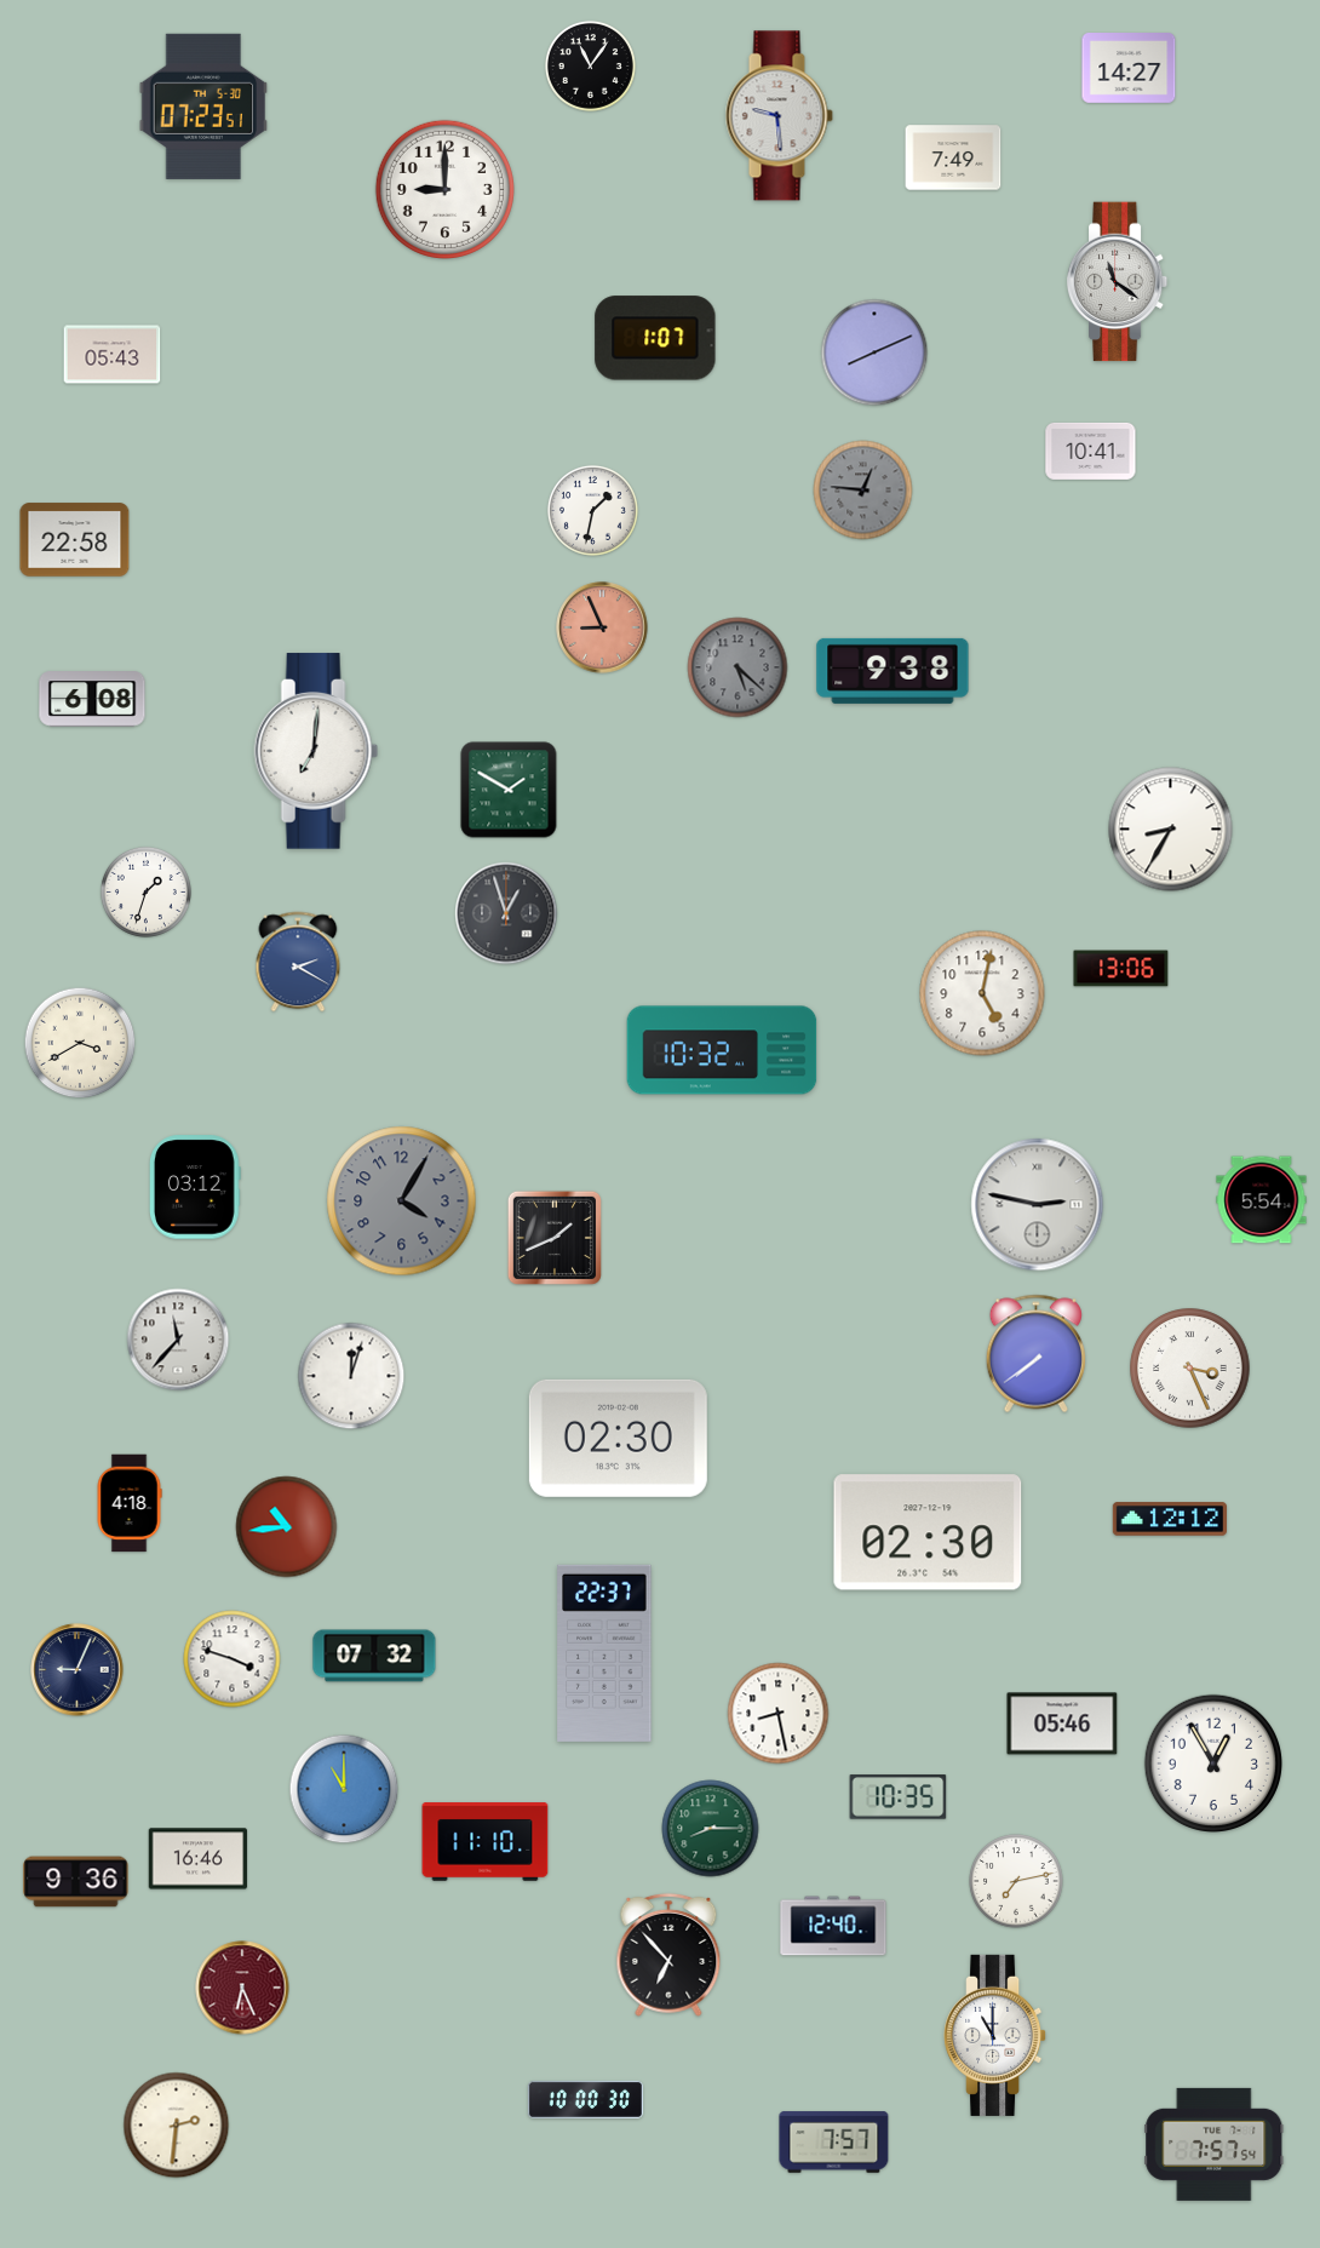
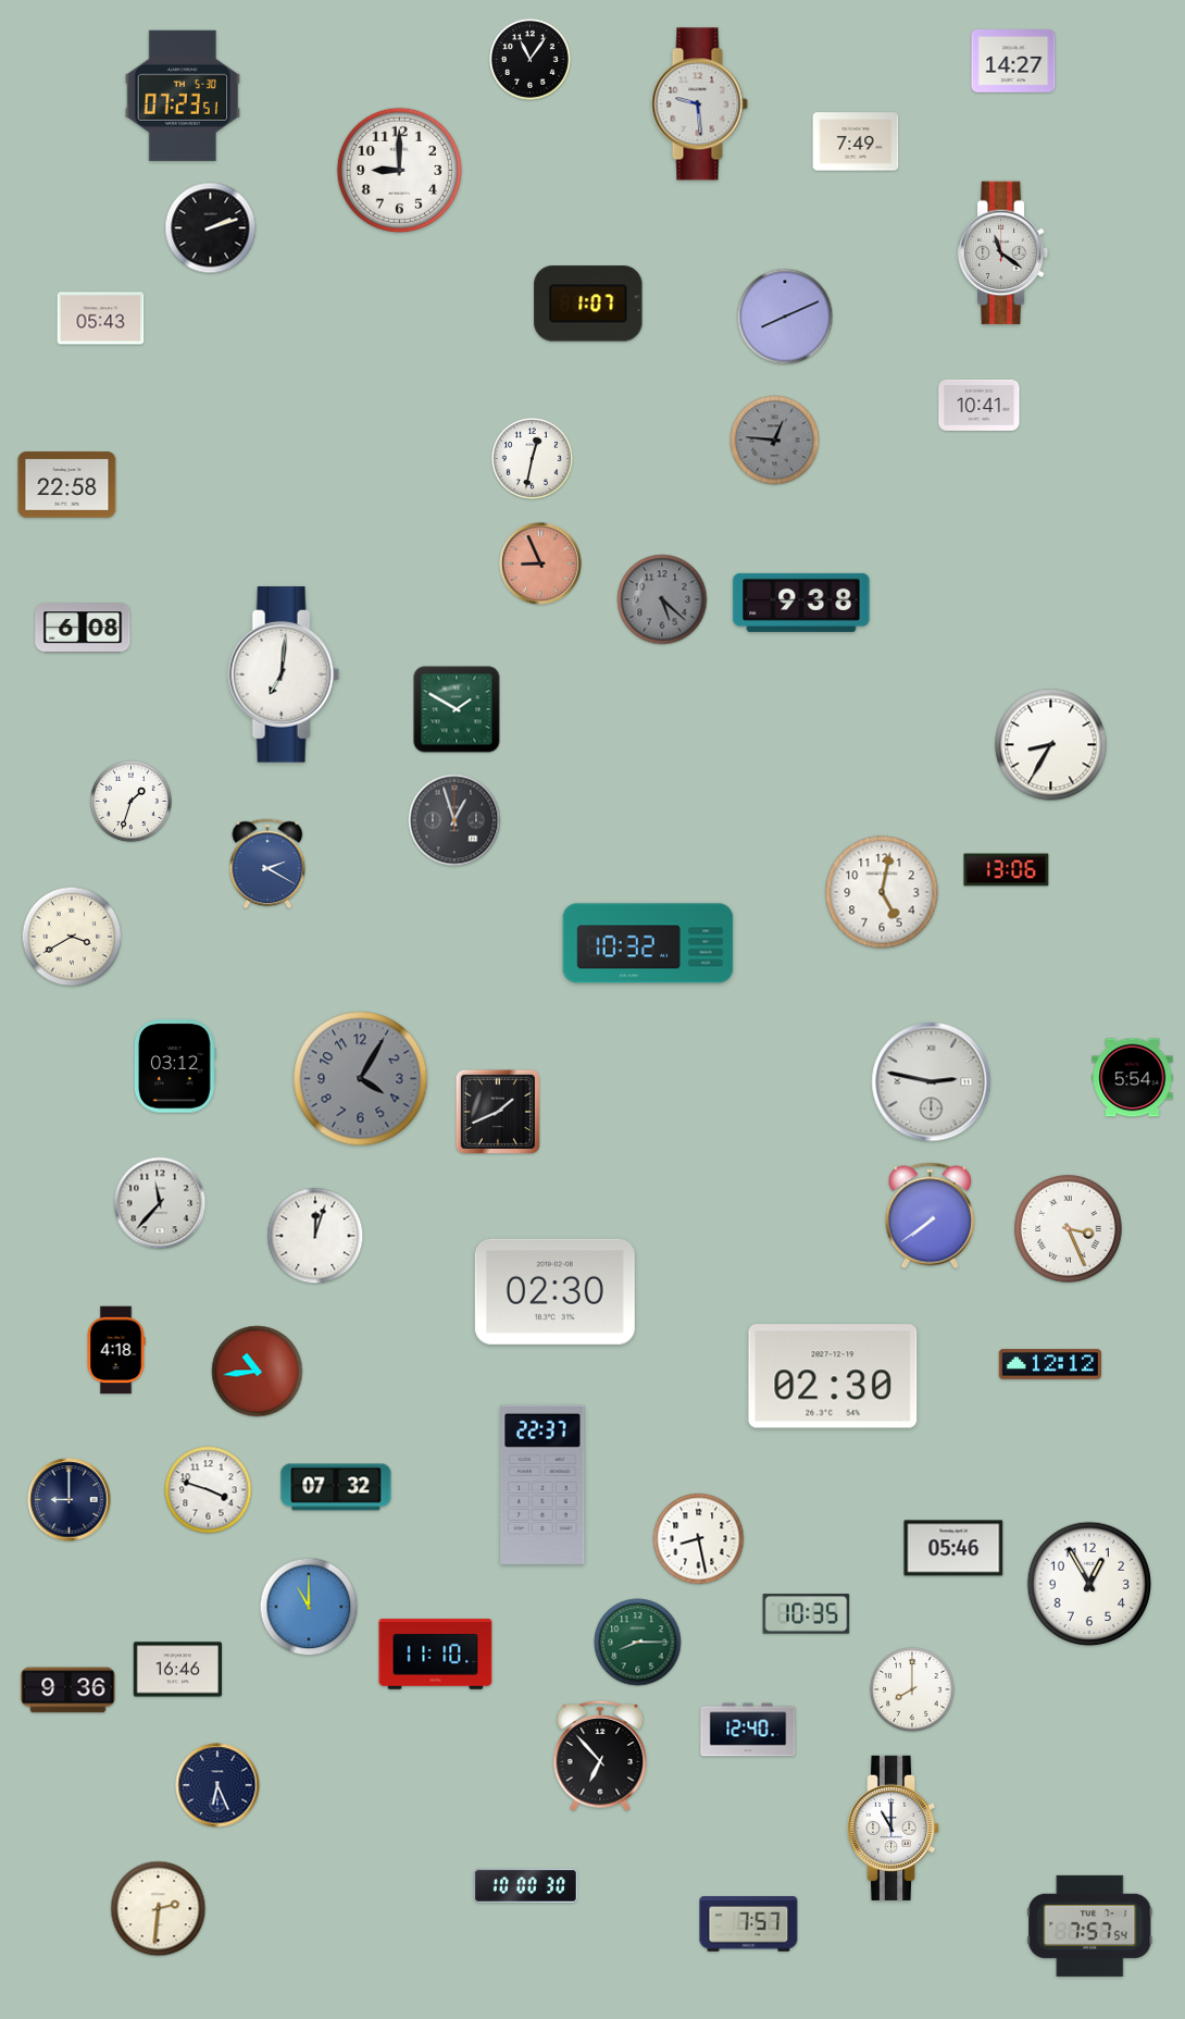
clock at (211, 228): none -> 2:12
clock at (592, 510): 1:32 -> 12:32
clock at (78, 1670): 9:04 -> 9:00
clock at (1016, 1881): 7:13 -> 8:00
clock at (242, 1988) dial: burgundy -> navy
